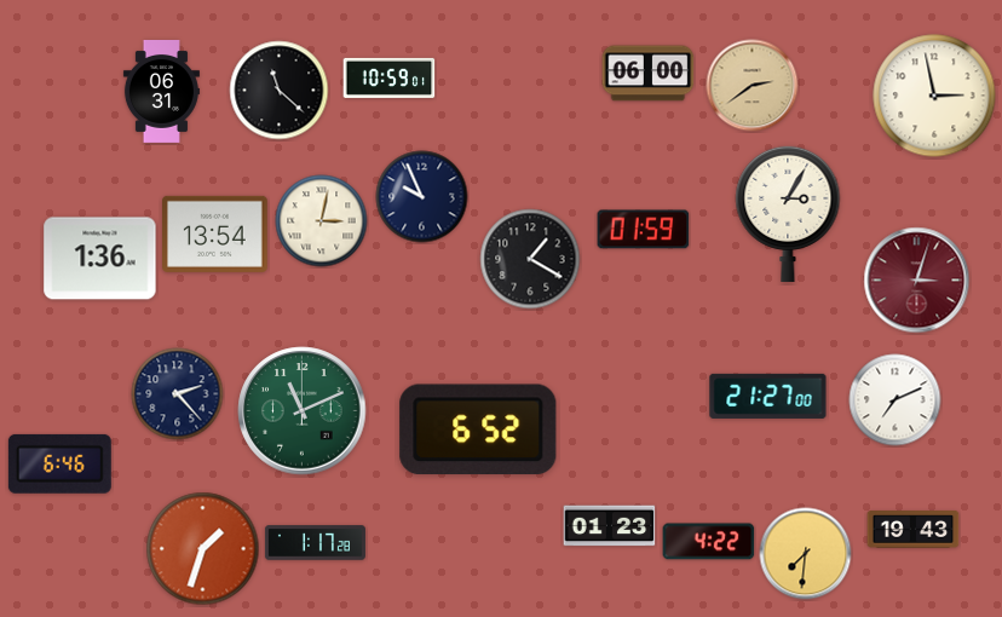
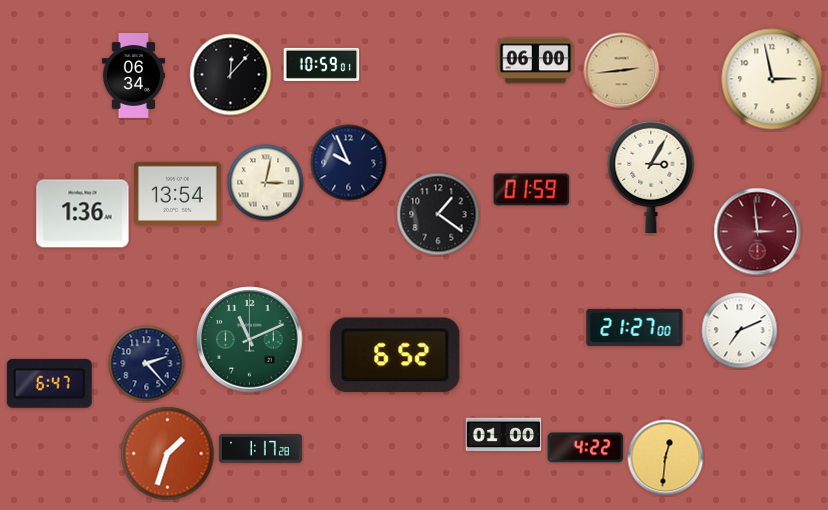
clock at (753, 86): 2:39 -> 2:44
clock at (280, 91): 11:22 -> 12:07
clock at (161, 92): 06:31 -> 06:34
clock at (530, 259): 1:20 -> 1:21
clock at (917, 281): 3:03 -> 2:59
clock at (178, 394) position: (178, 394) -> (147, 364)
clock at (59, 463): 6:46 -> 6:47
clock at (610, 526): 01:23 -> 01:00
clock at (914, 530): 19:43 -> none
clock at (806, 554): 7:31 -> 12:31
